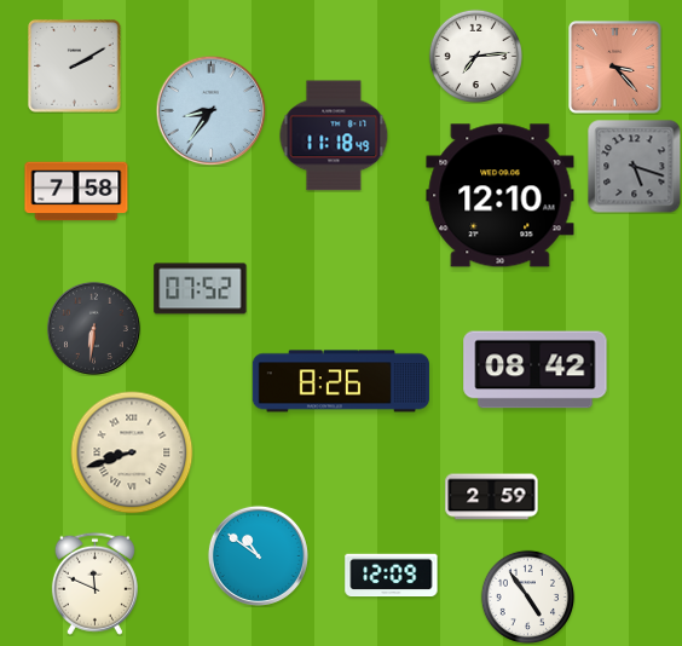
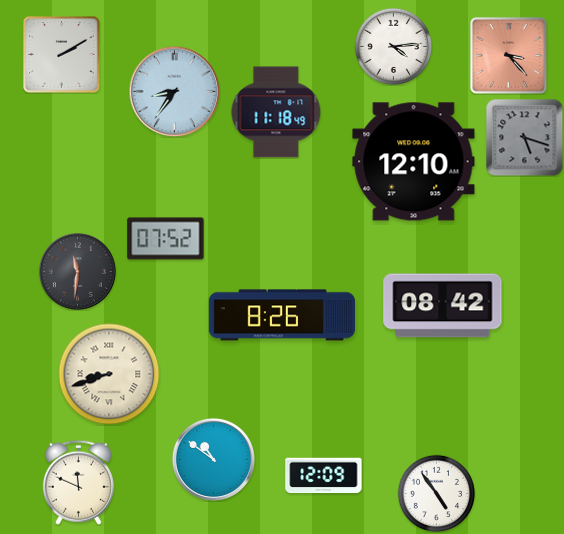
clock at (475, 56): 7:14 -> 4:14
clock at (76, 191): 7:58 -> none
clock at (93, 328): 6:31 -> 11:31
clock at (492, 497): 2:59 -> none
